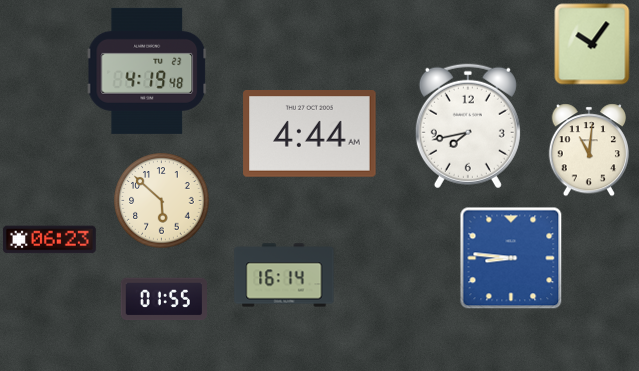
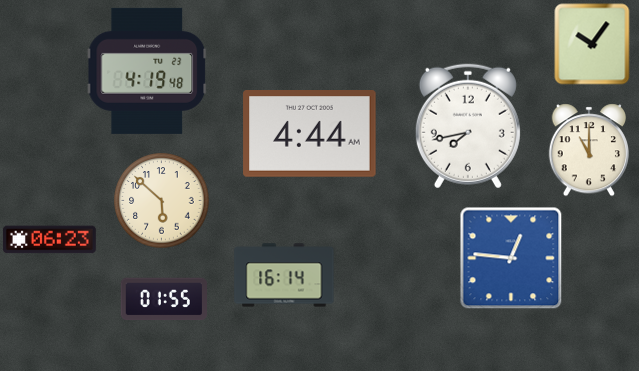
clock at (588, 150): 11:01 -> 11:00
clock at (511, 258): 8:46 -> 12:46
